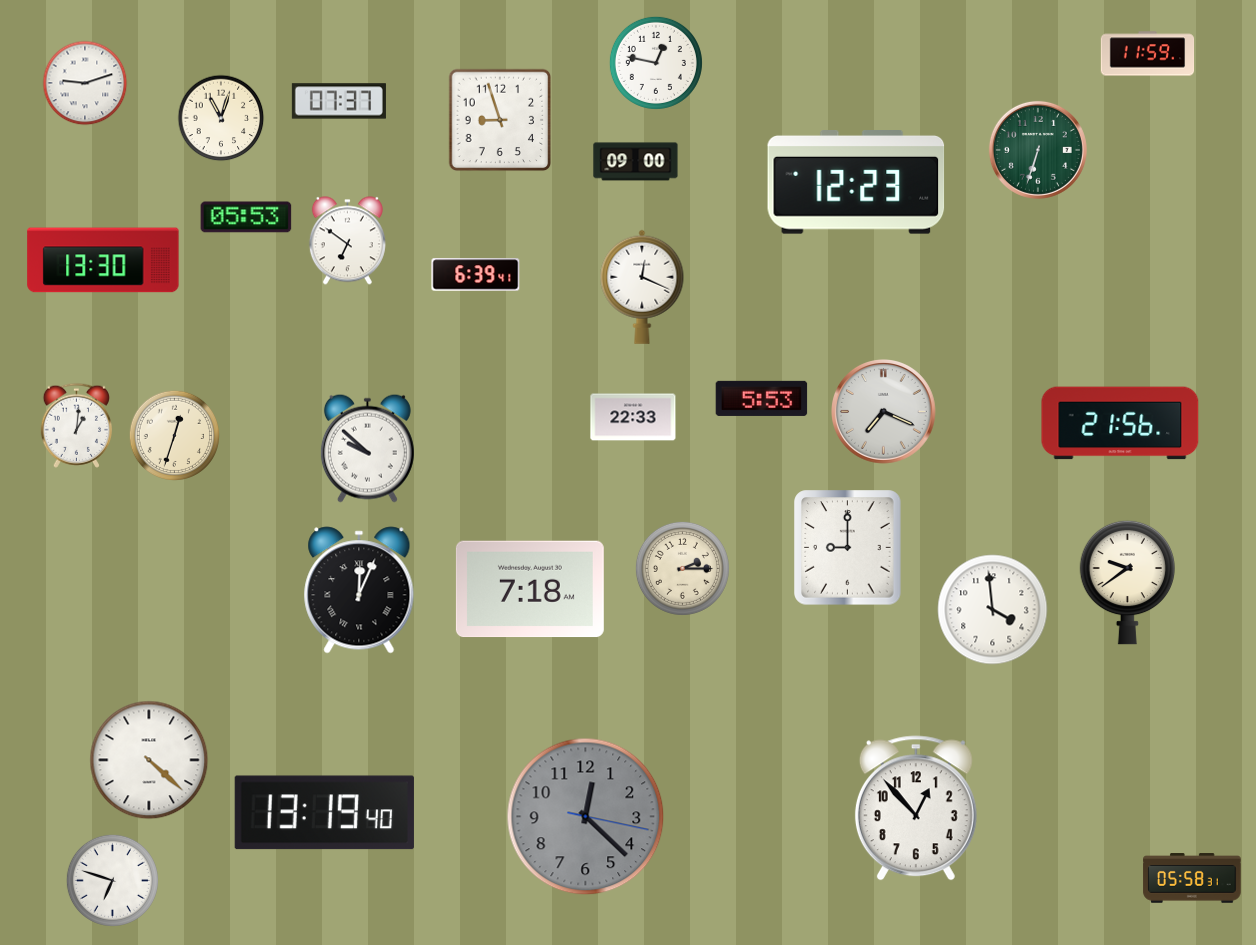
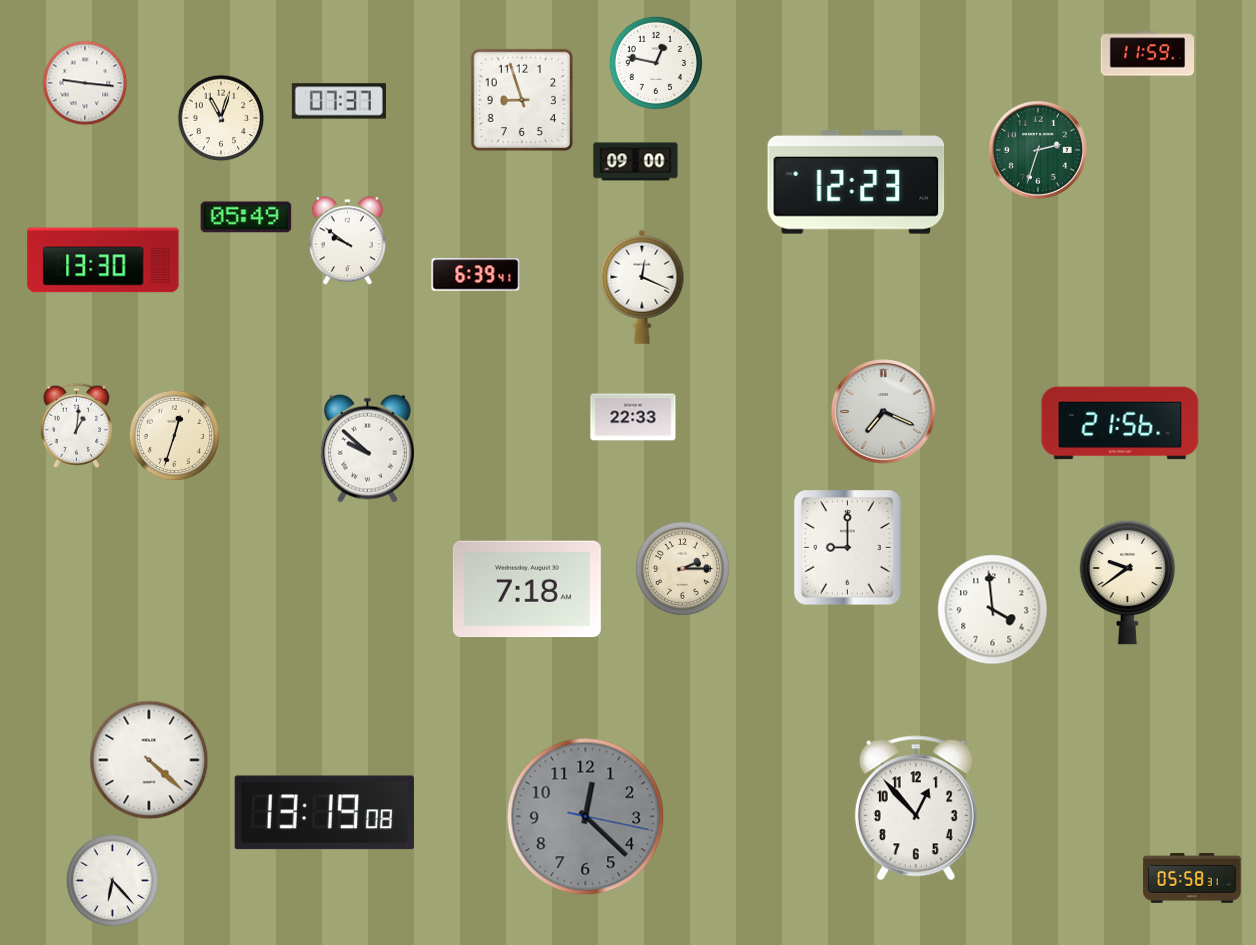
clock at (85, 83): 9:12 -> 9:16
clock at (500, 120) position: (500, 120) -> (522, 100)
clock at (1038, 150): 6:33 -> 2:33
clock at (246, 217): 05:53 -> 05:49
clock at (347, 241): 6:51 -> 9:51
clock at (762, 398): 5:53 -> none
clock at (530, 589) position: (530, 589) -> (527, 589)
clock at (359, 590): 12:04 -> none
clock at (324, 813): 13:19:40 -> 13:19:08
clock at (112, 880): 6:48 -> 6:23
